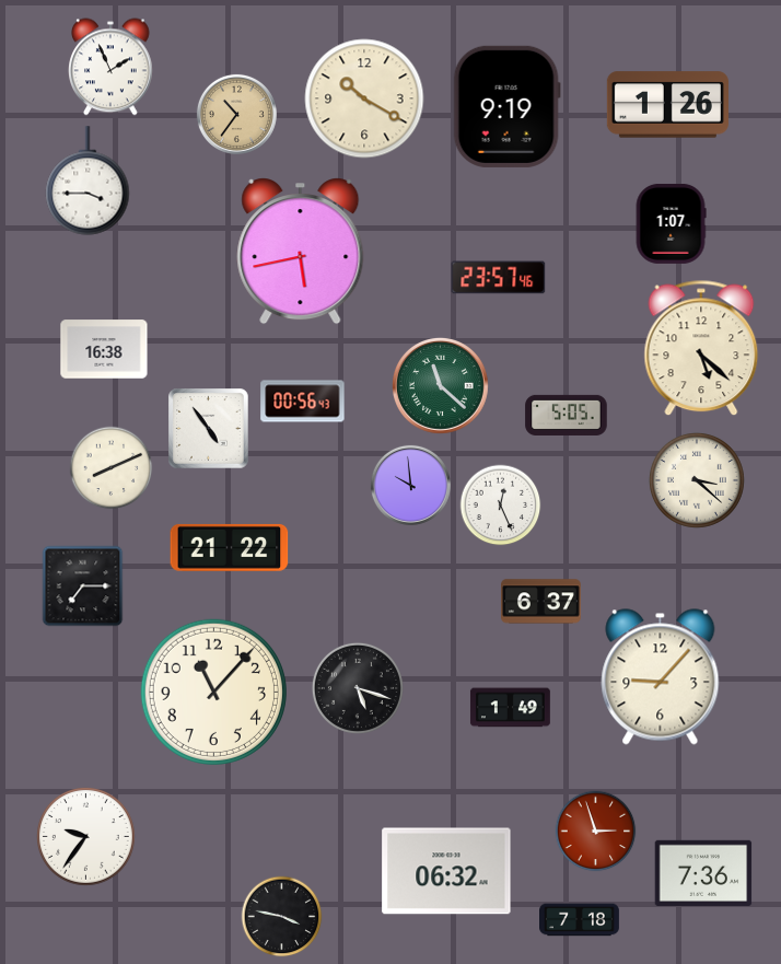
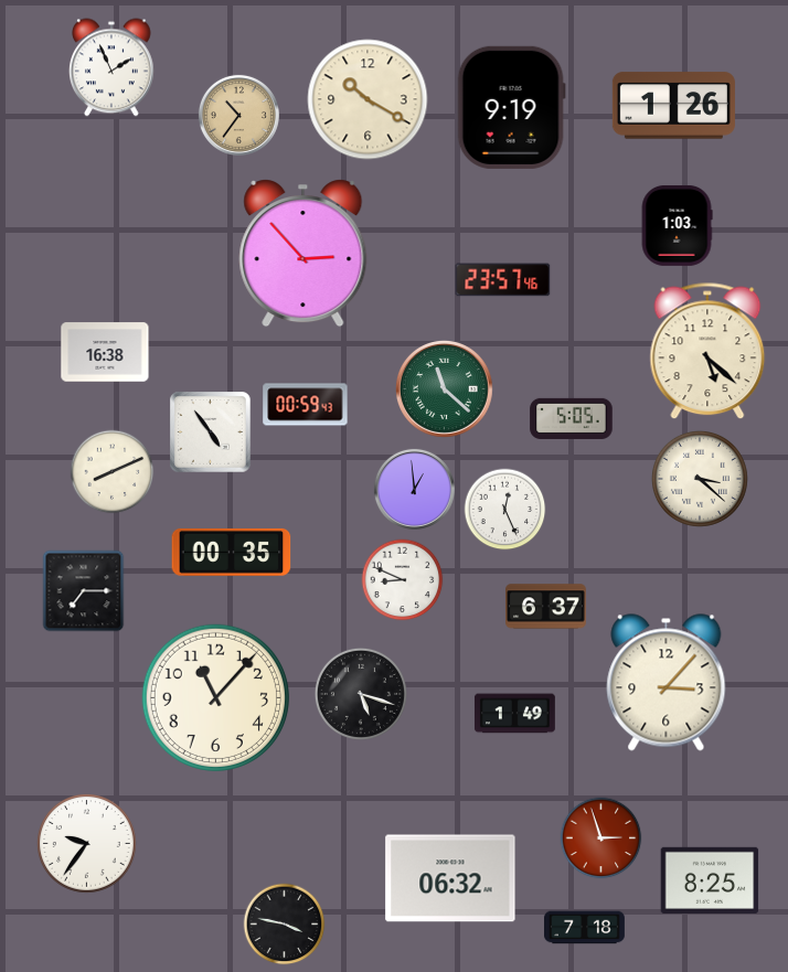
clock at (88, 181): 3:45 -> none
clock at (671, 224): 1:07 -> 1:03
clock at (301, 252): 5:43 -> 2:53
clock at (303, 402): 00:56 -> 00:59
clock at (697, 480) position: (697, 480) -> (700, 479)
clock at (410, 485): 9:59 -> 12:59
clock at (230, 547): 21:22 -> 00:35
clock at (403, 580): none -> 8:49
clock at (661, 677): 9:07 -> 3:07
clock at (703, 873): 7:36 -> 8:25
